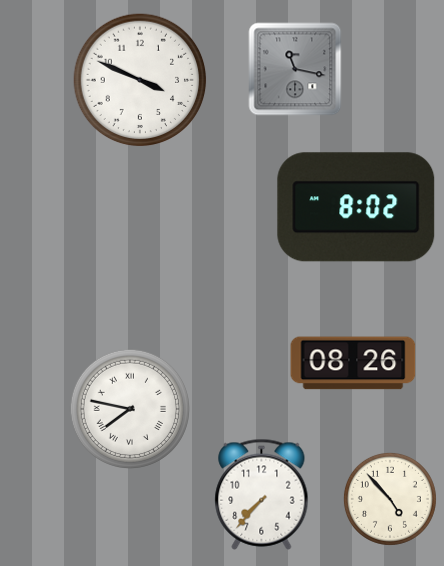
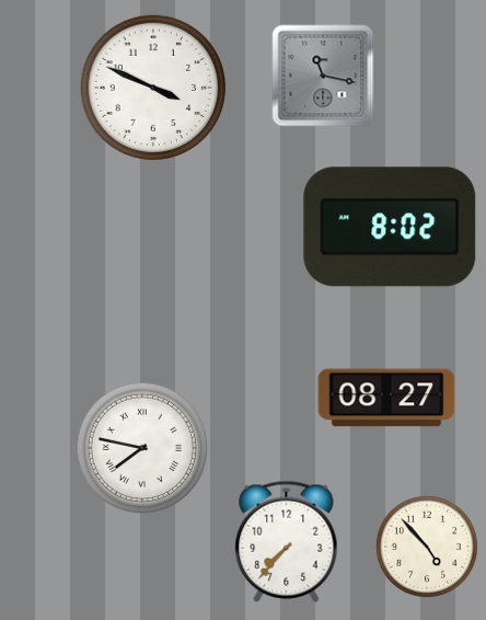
clock at (353, 363): 08:26 -> 08:27
